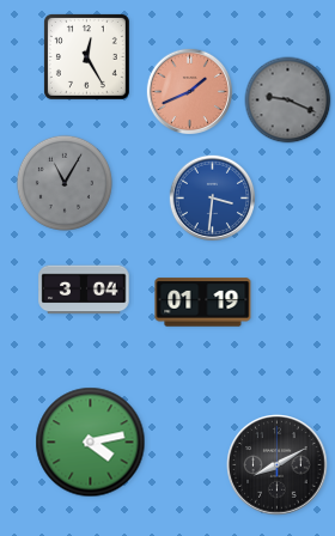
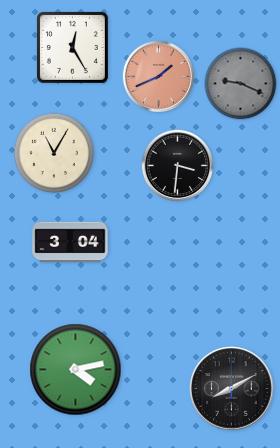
clock at (65, 183) dial: grey -> cream
clock at (212, 197) dial: blue -> black
clock at (203, 303): 01:19 -> none
